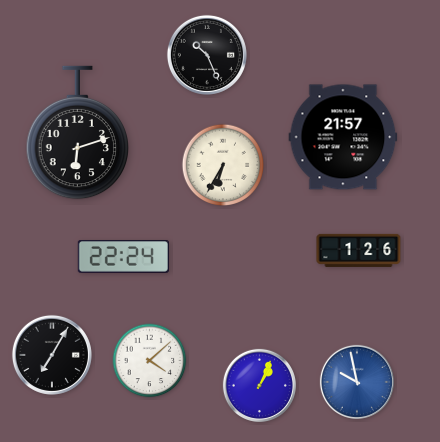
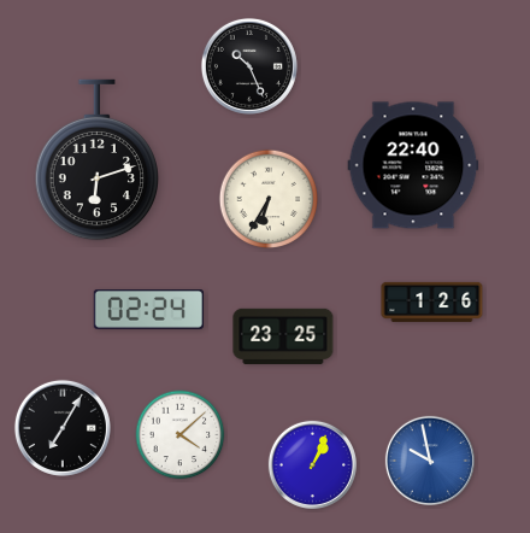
clock at (77, 133) position: (77, 133) -> (96, 160)
clock at (343, 137): 21:57 -> 22:40
clock at (123, 257): 22:24 -> 02:24
clock at (283, 336): none -> 23:25
